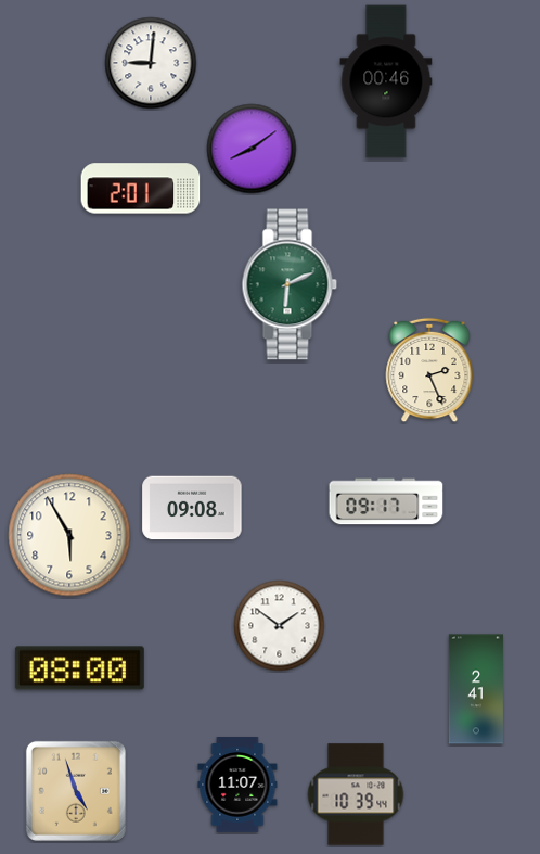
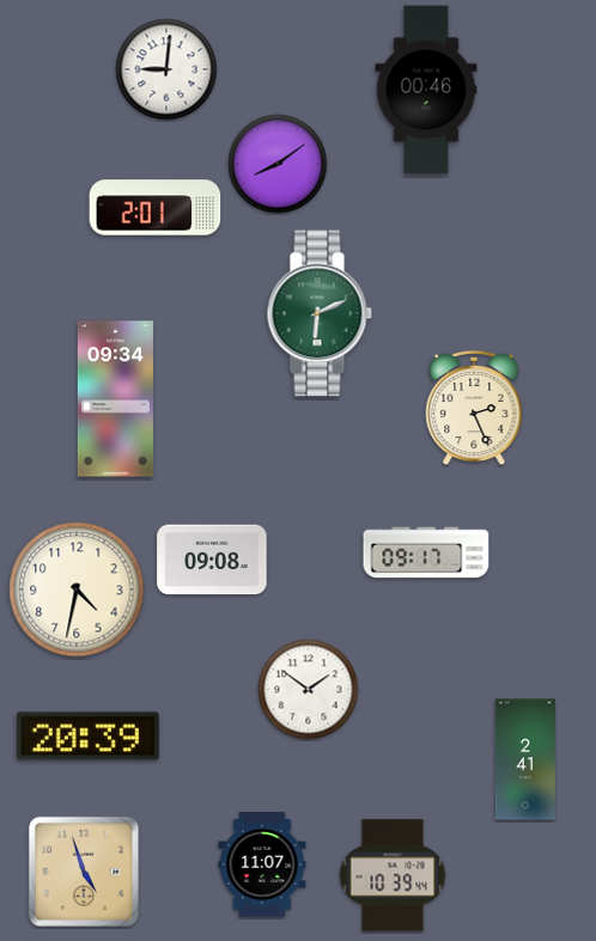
clock at (115, 399): none -> 09:34
clock at (69, 535): 5:55 -> 4:32
clock at (79, 668): 08:00 -> 20:39
